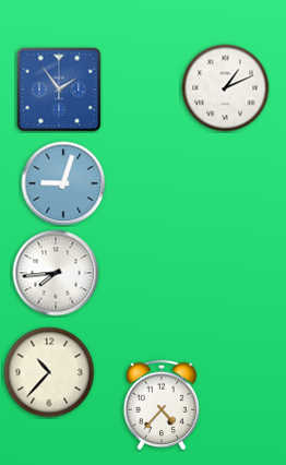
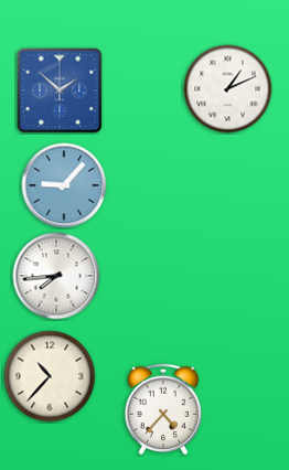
clock at (59, 90): 1:54 -> 1:52
clock at (63, 183): 9:03 -> 9:07
